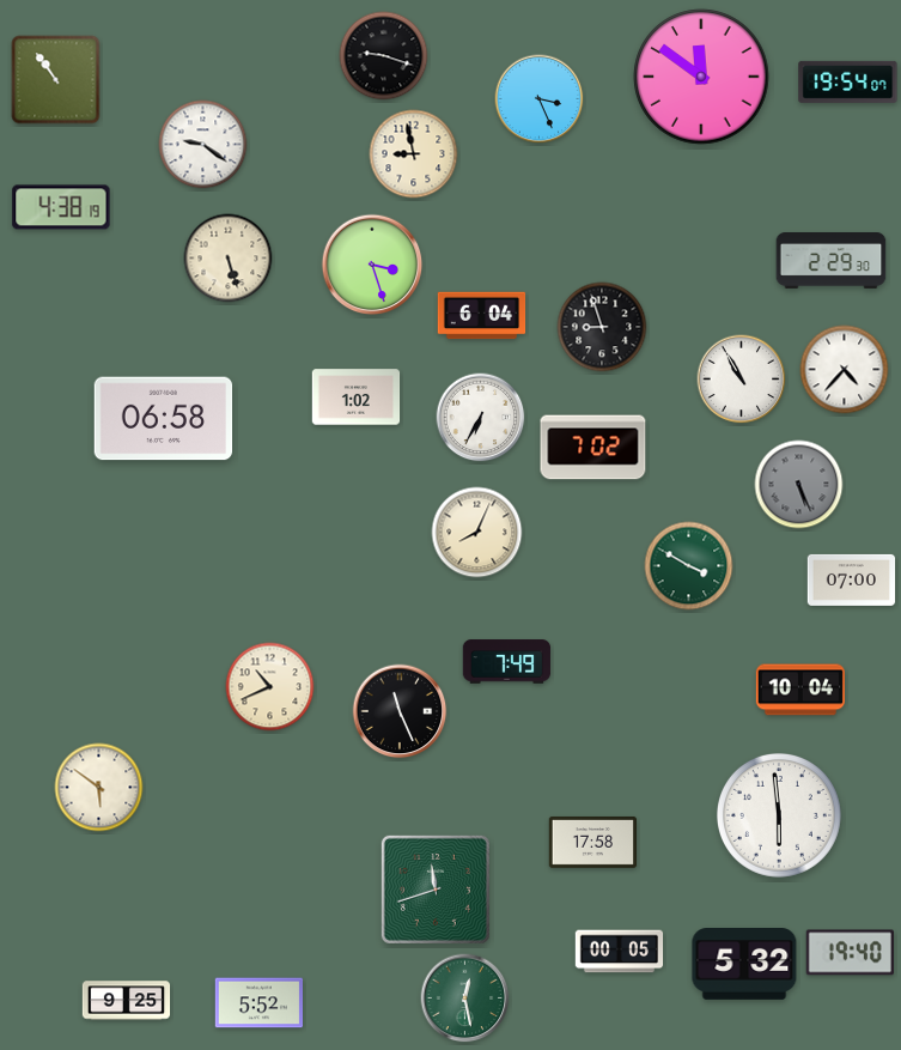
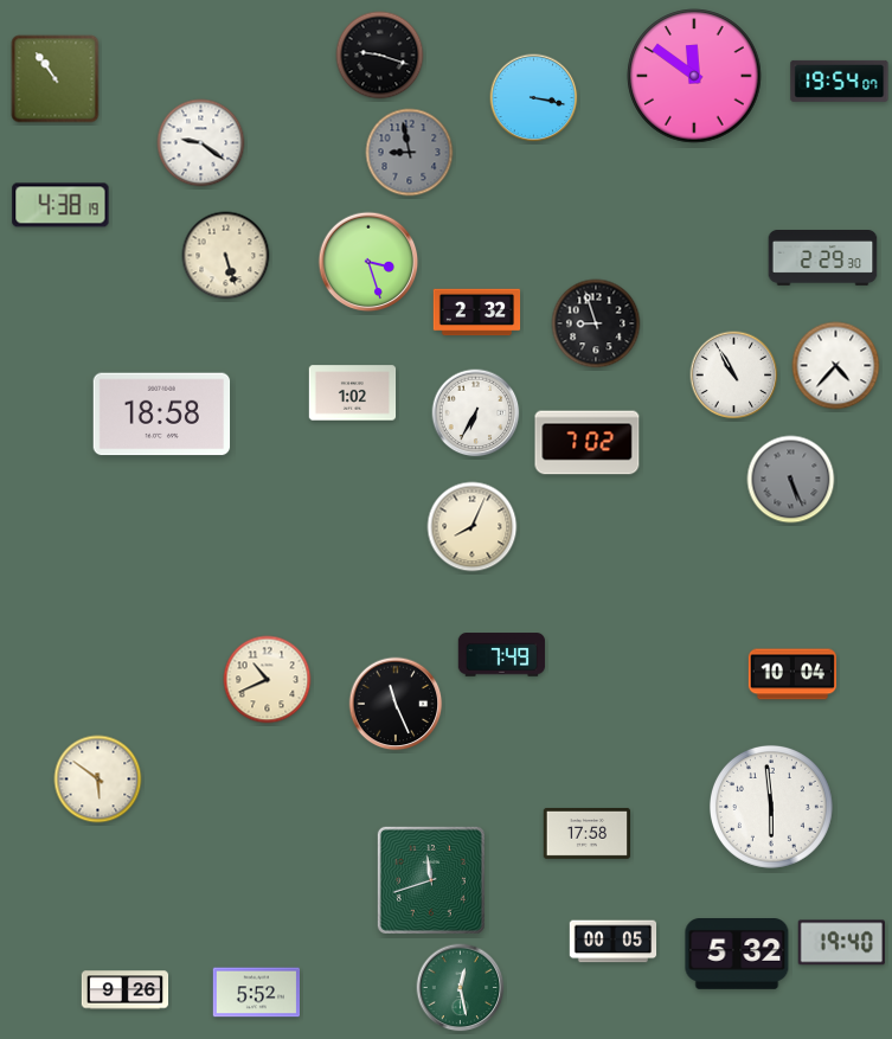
clock at (540, 99): 3:26 -> 3:17
clock at (414, 154) dial: cream -> grey
clock at (482, 316): 6:04 -> 2:32
clock at (164, 419): 06:58 -> 18:58
clock at (689, 566): 3:50 -> none
clock at (852, 579): 07:00 -> none
clock at (800, 690) position: (800, 690) -> (792, 674)
clock at (127, 1001): 9:25 -> 9:26
